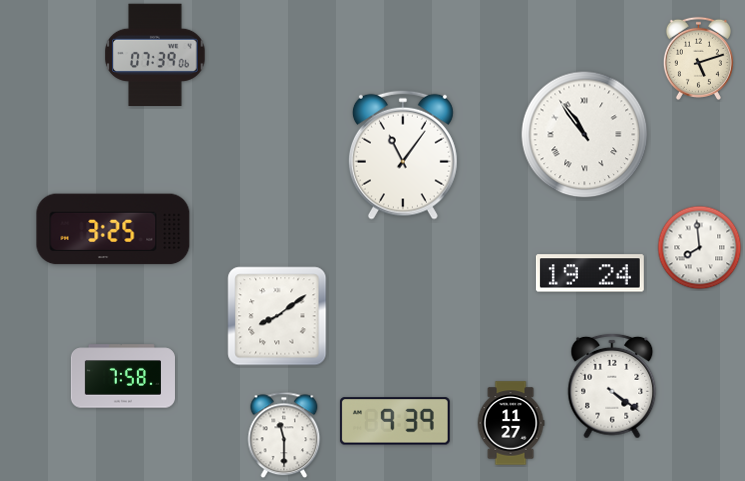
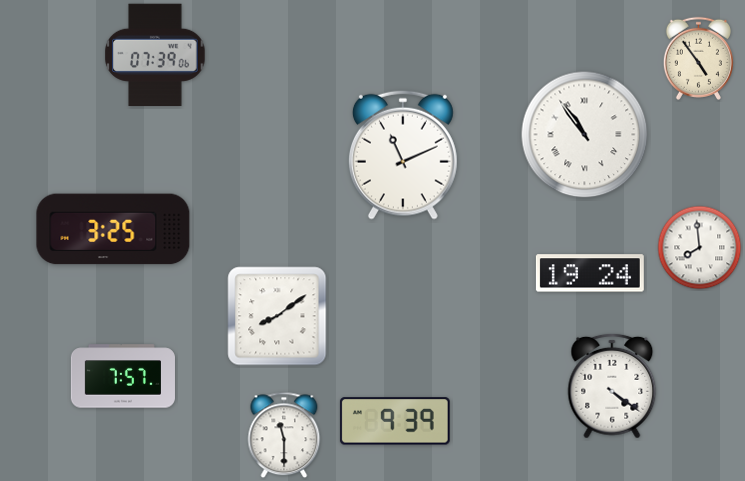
clock at (698, 58): 5:12 -> 4:54
clock at (403, 155): 11:06 -> 11:11
clock at (122, 376): 7:58 -> 7:57
clock at (511, 423): 11:27 -> none
